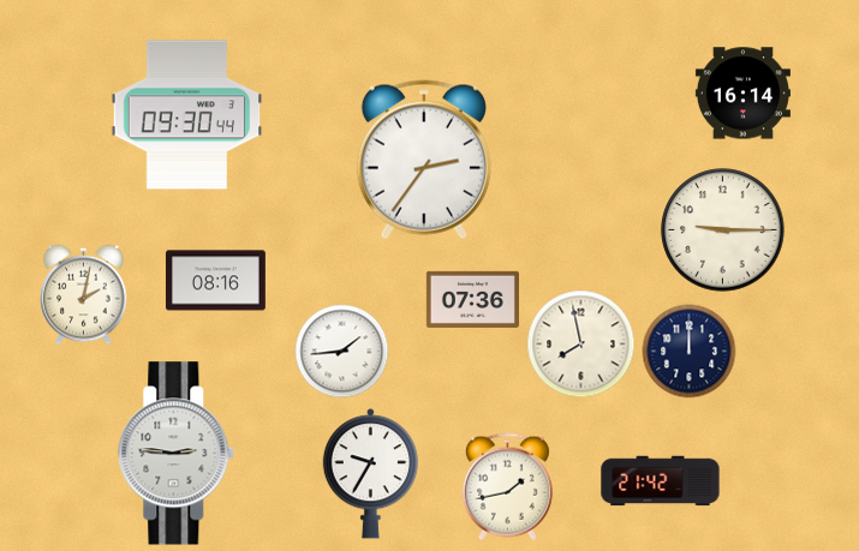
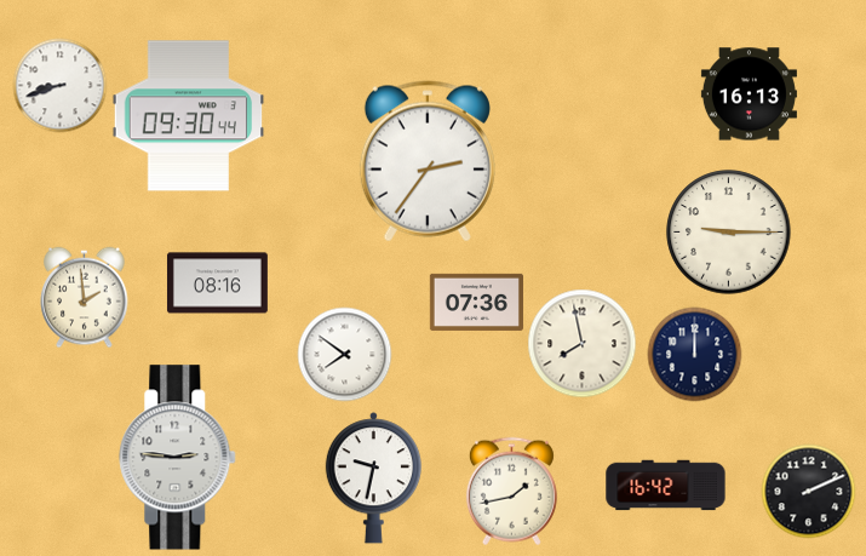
clock at (59, 85): none -> 8:42
clock at (742, 94): 16:14 -> 16:13
clock at (84, 294): 2:02 -> 1:59
clock at (580, 343) position: (580, 343) -> (581, 343)
clock at (341, 351): 1:44 -> 7:51
clock at (370, 474): 9:35 -> 9:32
clock at (661, 481): 21:42 -> 16:42
clock at (808, 491): none -> 2:11
